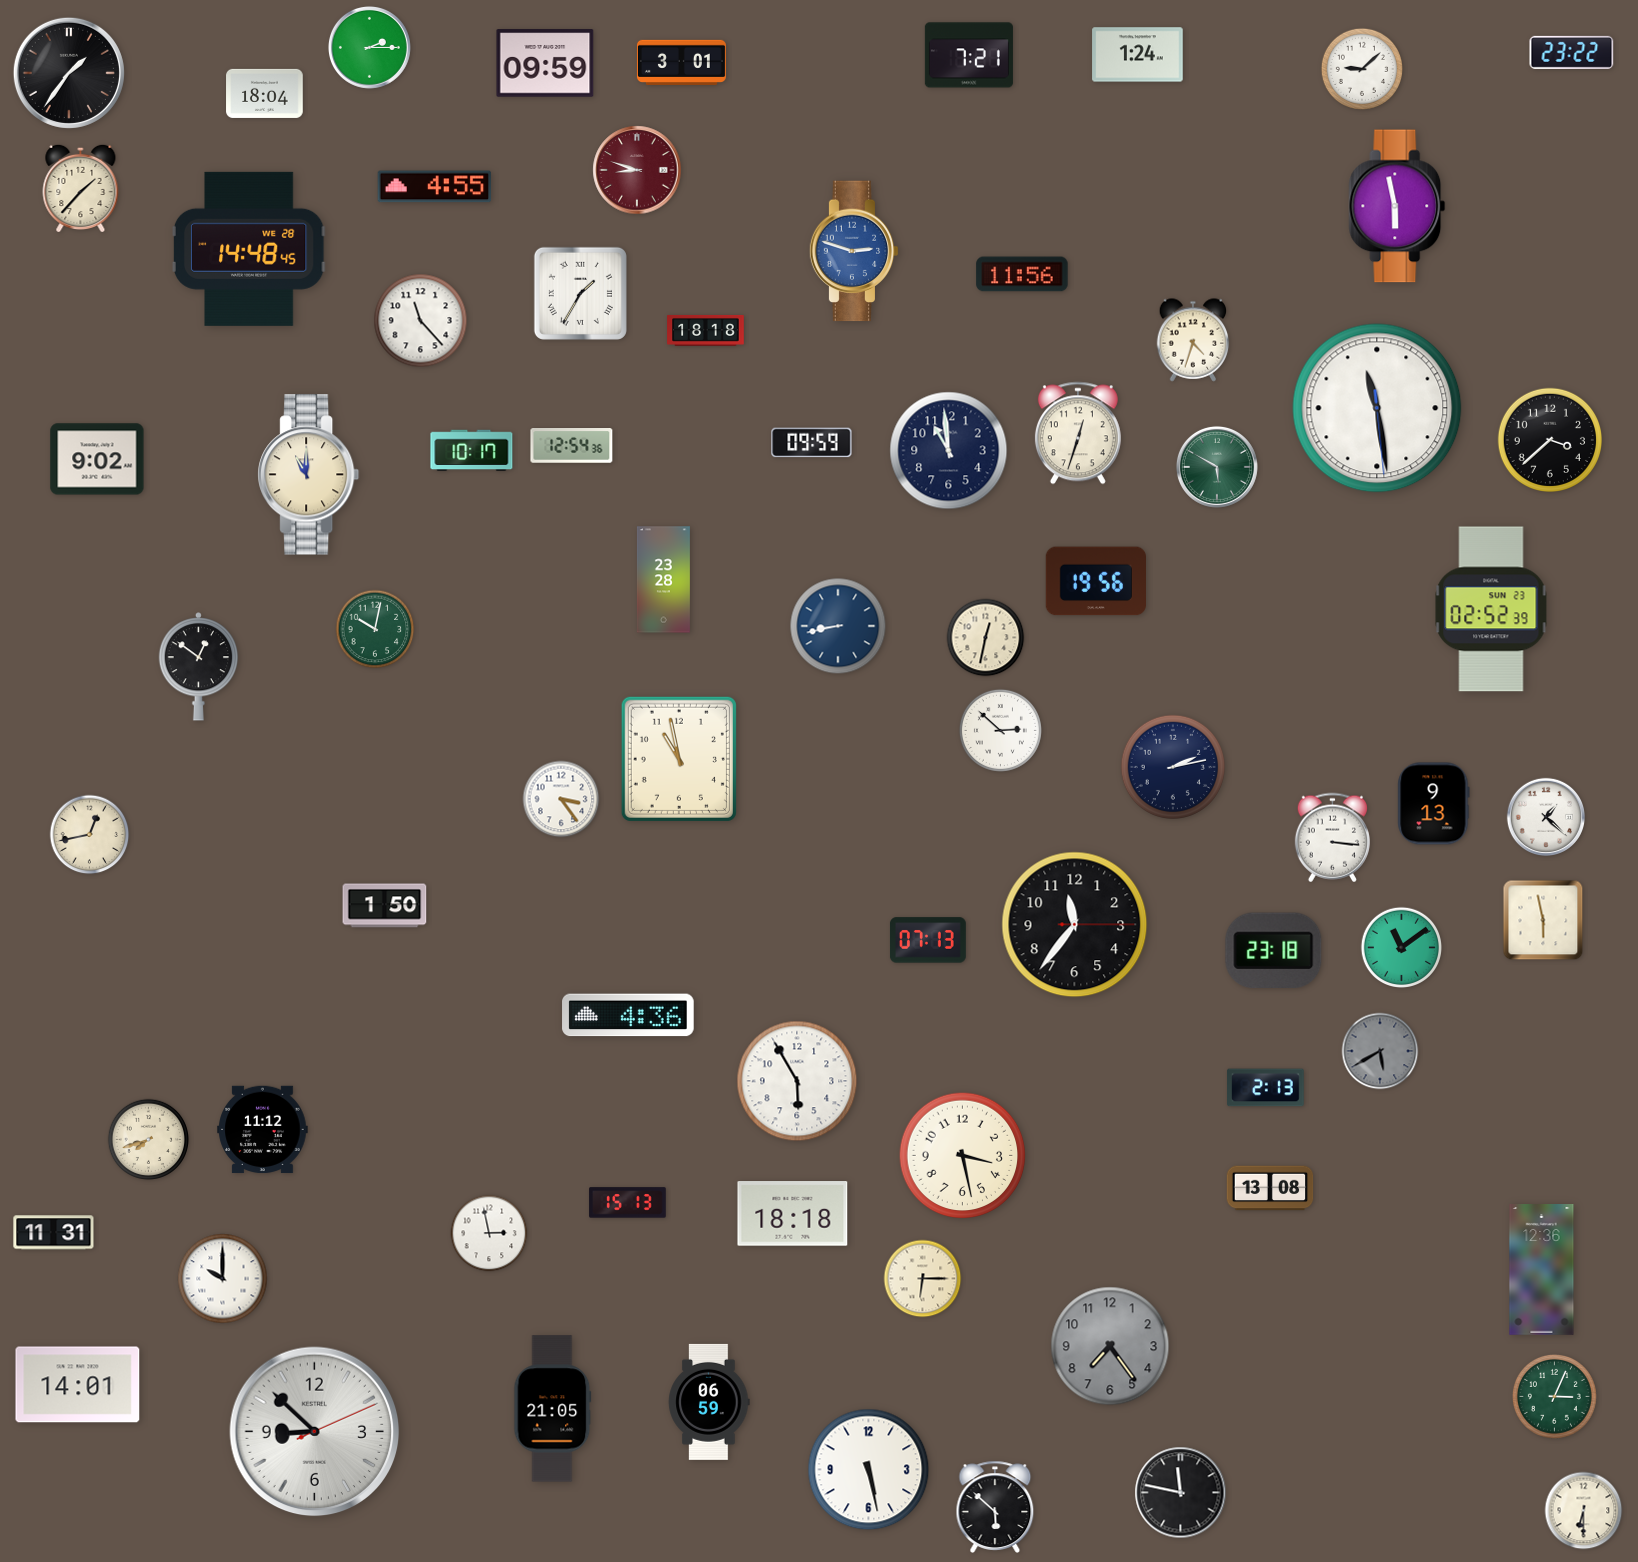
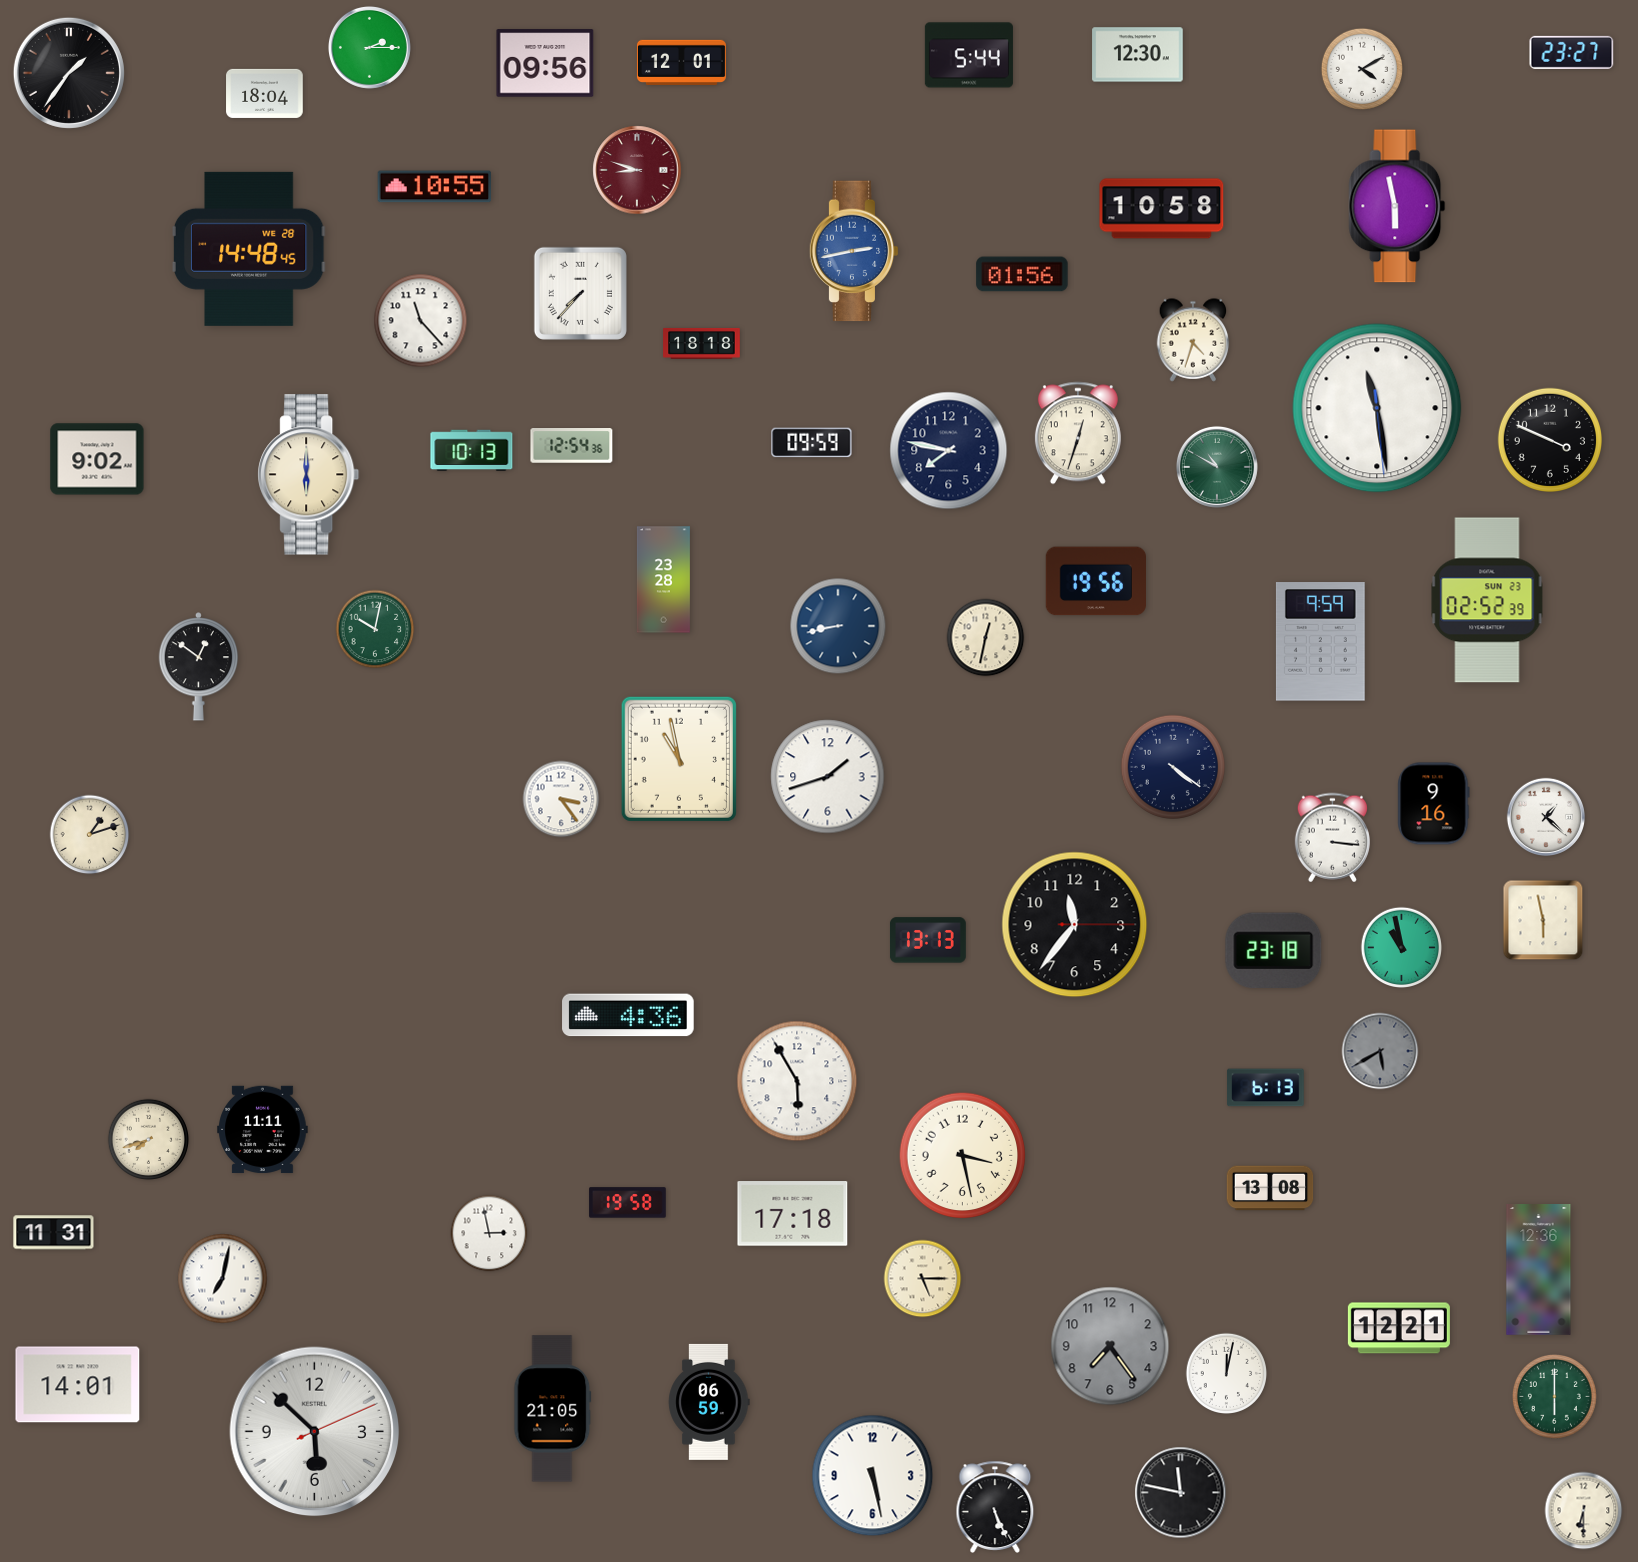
clock at (1572, 52): 23:22 -> 23:27
clock at (969, 55): 7:21 -> 5:44
clock at (1138, 55): 1:24 -> 12:30
clock at (681, 62): 3:01 -> 12:01
clock at (545, 63): 09:59 -> 09:56
clock at (1362, 69): 9:08 -> 4:10
clock at (81, 187): 1:37 -> none
clock at (435, 187): 4:55 -> 10:55
clock at (1162, 209): none -> 10:58
clock at (854, 251): 2:48 -> 2:43
clock at (1022, 274): 11:56 -> 01:56
clock at (580, 293): 1:35 -> 7:37
clock at (706, 330) position: (706, 330) -> (702, 343)
clock at (1549, 439): 3:38 -> 3:49
clock at (472, 451): 10:17 -> 10:13
clock at (949, 451): 10:59 -> 7:47
clock at (1217, 467): 5:50 -> 10:50
clock at (309, 475): 11:00 -> 6:00
clock at (1491, 609) position: (1491, 609) -> (1487, 600)
clock at (1320, 642): none -> 9:59
clock at (1000, 730): 2:52 -> none
clock at (1172, 766): 2:13 -> 4:21
clock at (828, 777): none -> 1:42
clock at (1434, 804): 9:13 -> 9:16
clock at (90, 835): 12:43 -> 1:12
clock at (385, 906): 1:50 -> none
clock at (928, 940): 07:13 -> 13:13
clock at (1402, 948): 11:09 -> 10:58
clock at (1266, 1088): 2:13 -> 6:13
clock at (263, 1130): 11:12 -> 11:11
clock at (628, 1203): 15:13 -> 19:58
clock at (793, 1214): 18:18 -> 17:18
clock at (1542, 1270) position: (1542, 1270) -> (1539, 1270)
clock at (223, 1279): 10:00 -> 7:02
clock at (923, 1279): 6:15 -> 5:15
clock at (1399, 1328): none -> 12:21
clock at (1227, 1374): none -> 12:02
clock at (1554, 1396): 3:04 -> 6:00
clock at (315, 1432): 8:52 -> 5:52
clock at (869, 1470) position: (869, 1470) -> (873, 1476)
clock at (995, 1507): 5:52 -> 5:26
